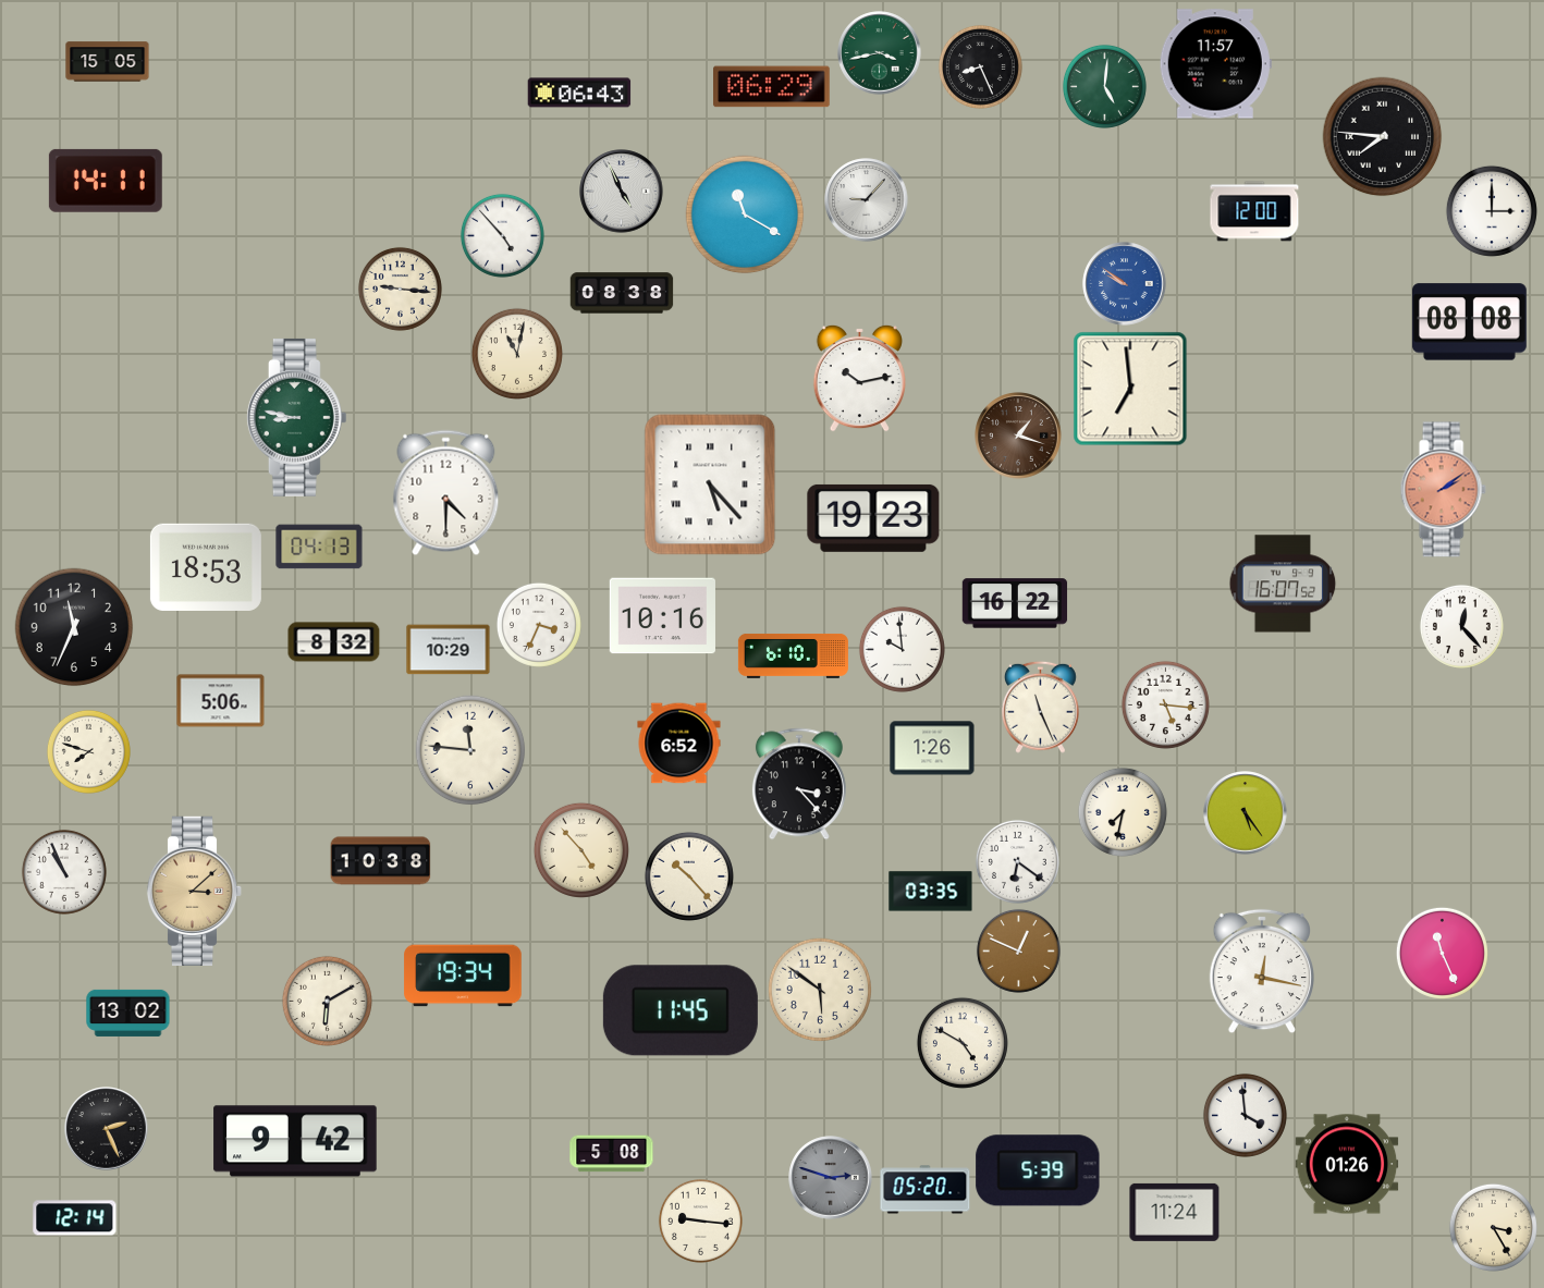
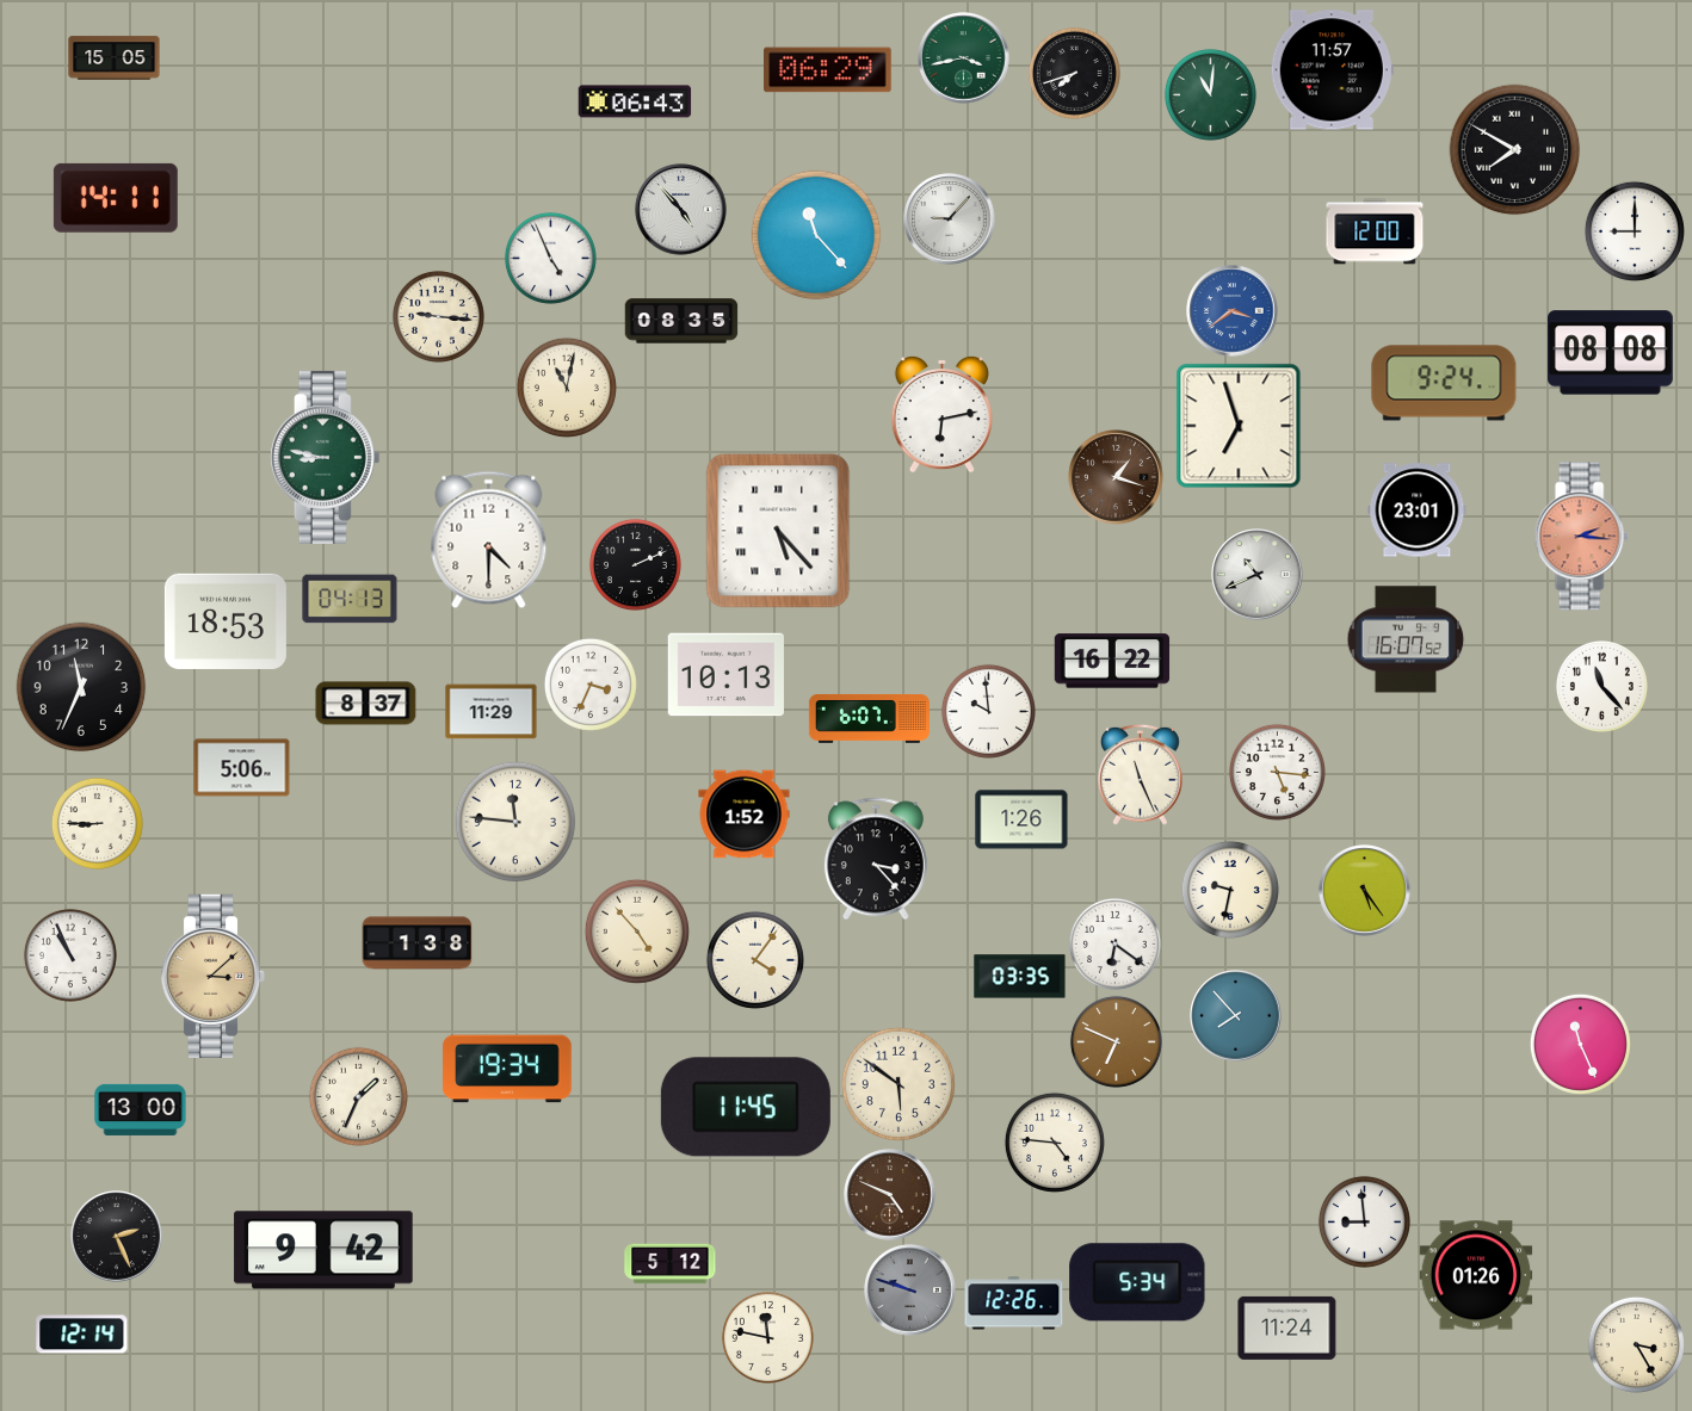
clock at (108, 62) position: (108, 62) -> (115, 58)
clock at (980, 66): 8:26 -> 7:42
clock at (1104, 86): 5:01 -> 11:01
clock at (772, 87) position: (772, 87) -> (828, 70)
clock at (1383, 137): 7:46 -> 7:50
clock at (622, 192): 4:56 -> 4:53
clock at (1492, 211): 3:00 -> 9:00
clock at (745, 214): 11:20 -> 11:23
clock at (502, 235): 4:53 -> 4:56
clock at (1125, 284): 9:51 -> 3:39
clock at (622, 293): 08:38 -> 08:35
clock at (1444, 383): none -> 9:24
clock at (859, 378): 10:13 -> 6:13
clock at (1130, 389): 6:59 -> 6:57
clock at (1418, 510): none -> 23:01
clock at (1443, 490): 2:09 -> 2:16
clock at (635, 564): none -> 2:11
clock at (873, 518): 19:23 -> none
clock at (1258, 575): none -> 10:41
clock at (662, 616): 10:16 -> 10:13
clock at (1461, 626): 12:23 -> 11:23
clock at (334, 642): 8:32 -> 8:37
clock at (449, 650): 10:29 -> 11:29
clock at (793, 657): 6:10 -> 6:07
clock at (679, 744): 6:52 -> 1:52
clock at (88, 751): 7:48 -> 8:45
clock at (1123, 812): 7:32 -> 9:32
clock at (381, 861): 10:38 -> 1:38
clock at (689, 876): 10:23 -> 4:06
clock at (1236, 1016): none -> 7:53
clock at (1018, 950): 12:49 -> 6:49
clock at (1261, 971): 12:17 -> none
clock at (327, 1001): 6:10 -> 1:34
clock at (128, 1013): 13:02 -> 13:00
clock at (963, 1043): 4:50 -> 4:46
clock at (890, 1195): none -> 4:49
clock at (1245, 1115): 3:59 -> 8:59
clock at (612, 1154): 5:08 -> 5:12
clock at (1038, 1170): 5:39 -> 5:34
clock at (831, 1178): 2:48 -> 9:48
clock at (926, 1190): 05:20 -> 12:26
clock at (700, 1220): 9:16 -> 11:47
